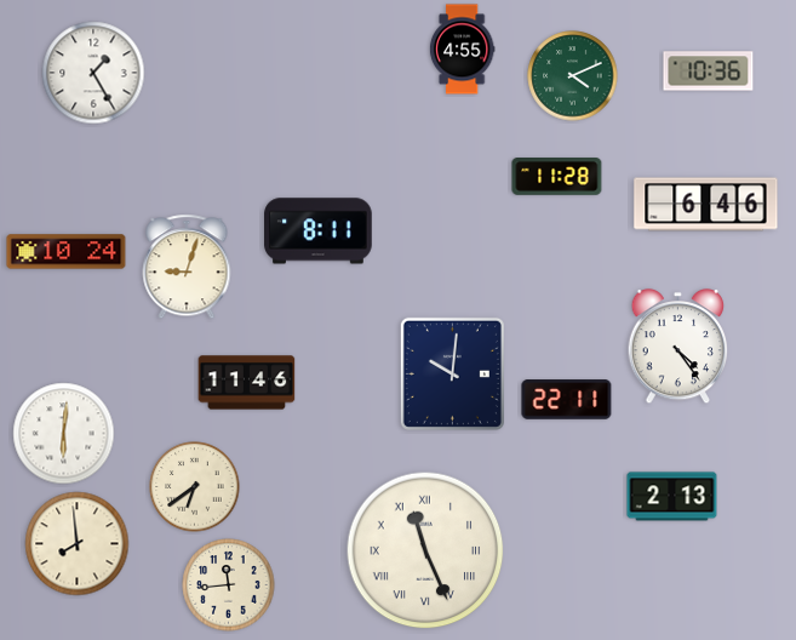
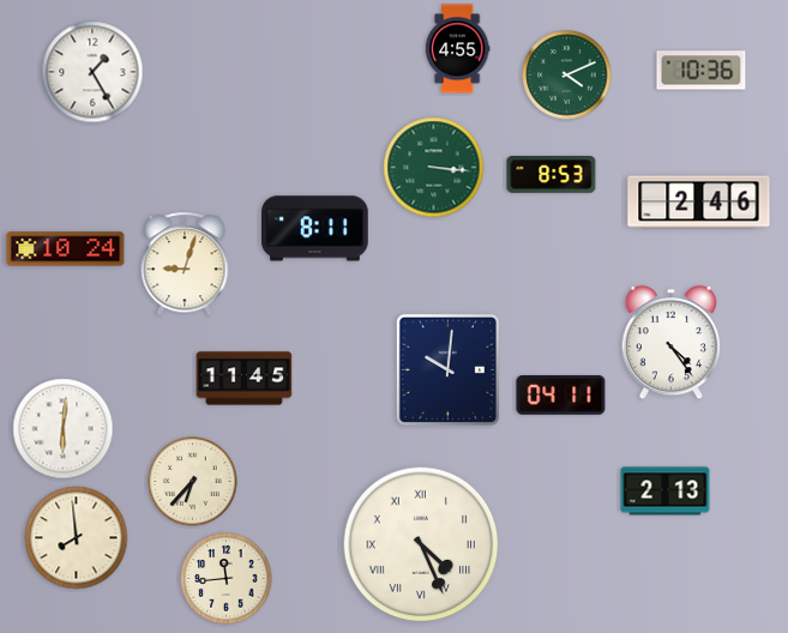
clock at (434, 168): none -> 3:16
clock at (557, 177): 11:28 -> 8:53
clock at (706, 205): 6:46 -> 2:46
clock at (247, 383): 11:46 -> 11:45
clock at (567, 400): 22:11 -> 04:11
clock at (195, 487): 6:39 -> 6:37
clock at (425, 550): 11:26 -> 4:26
